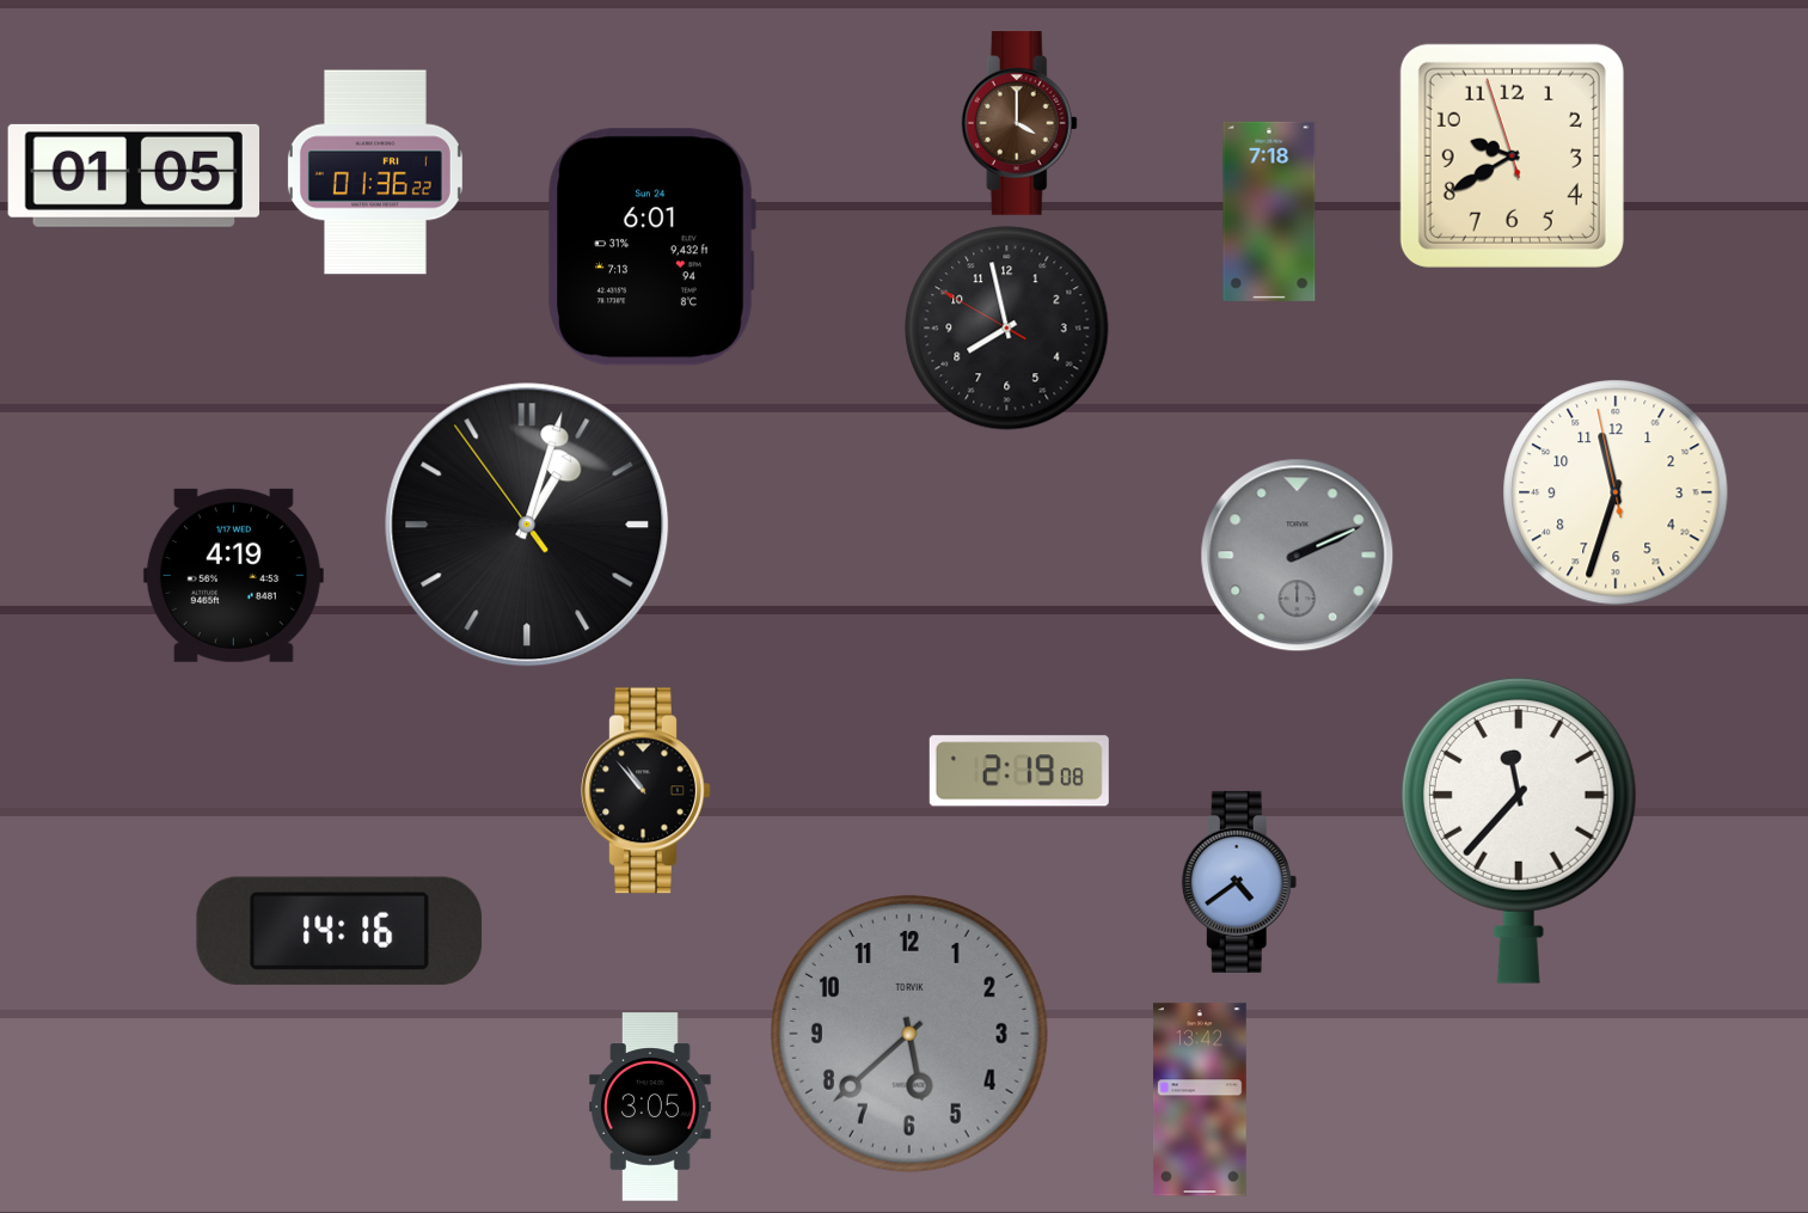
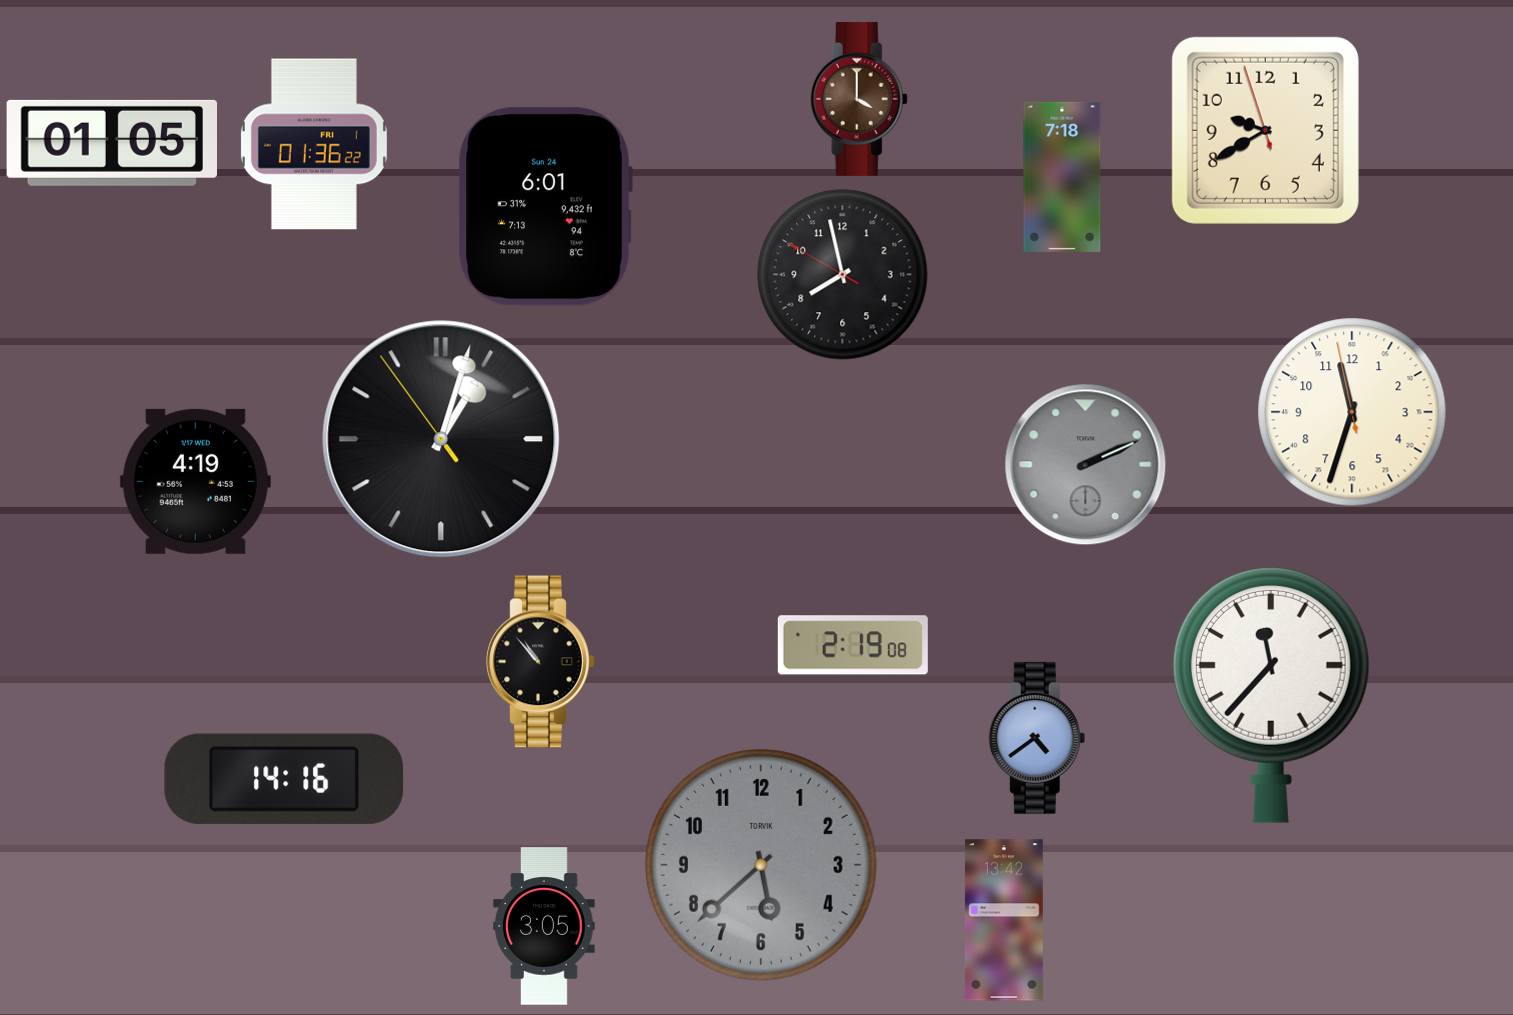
clock at (1019, 123) position: (1019, 123) -> (859, 99)
clock at (133, 176) position: (133, 176) -> (111, 143)
